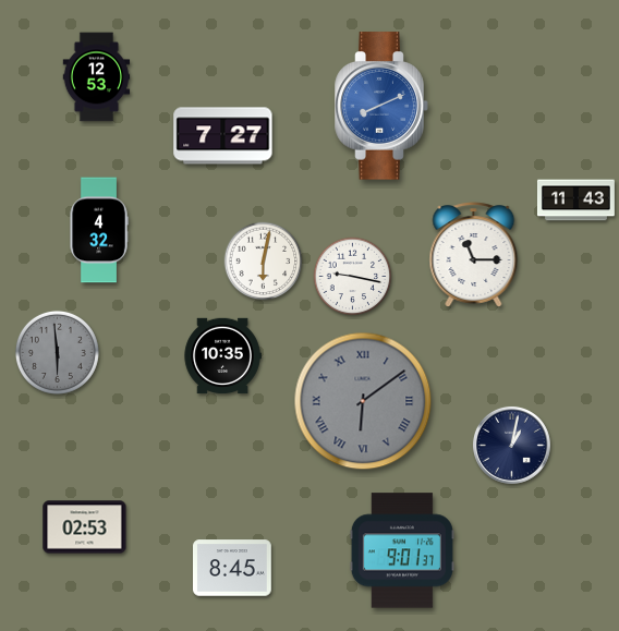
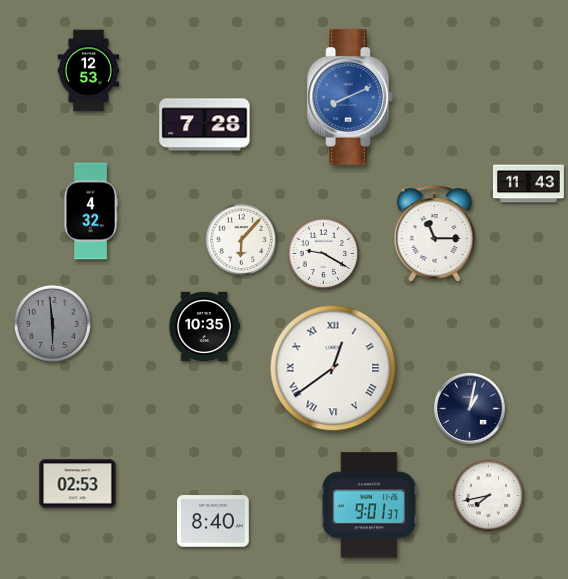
clock at (223, 136): 7:27 -> 7:28
clock at (264, 262): 6:02 -> 6:07
clock at (353, 277): 9:17 -> 9:20
clock at (363, 401): 6:09 -> 12:39
clock at (363, 401) dial: grey -> white
clock at (489, 496): none -> 7:43
clock at (232, 568): 8:45 -> 8:40
